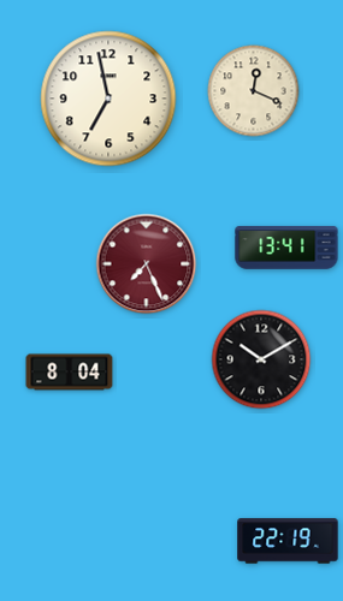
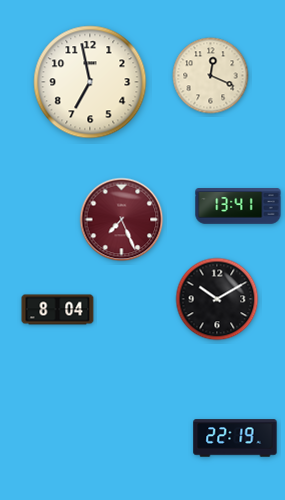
clock at (288, 541) position: (288, 541) -> (235, 438)
